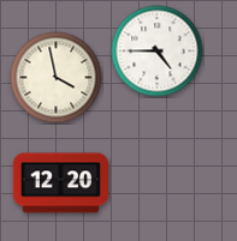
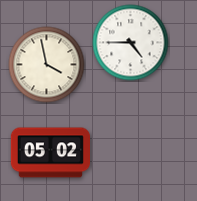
clock at (60, 183): 12:20 -> 05:02
